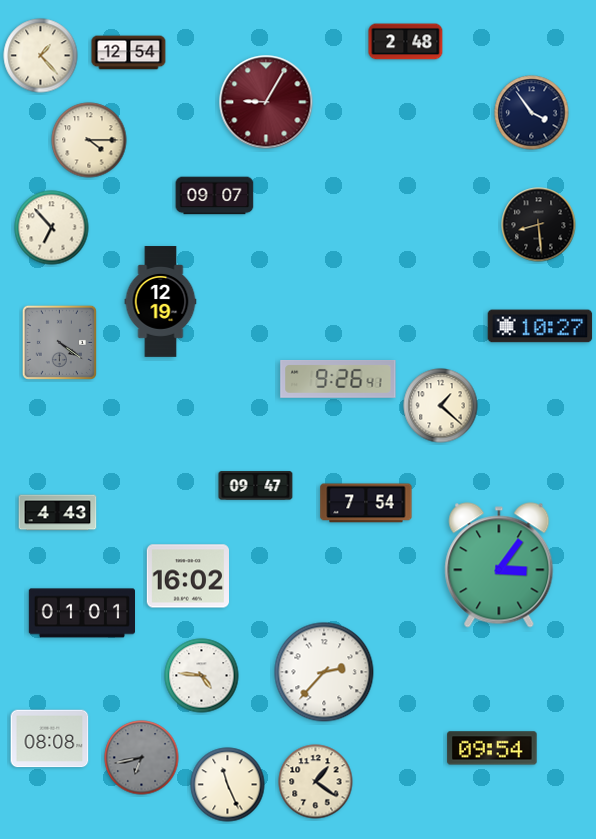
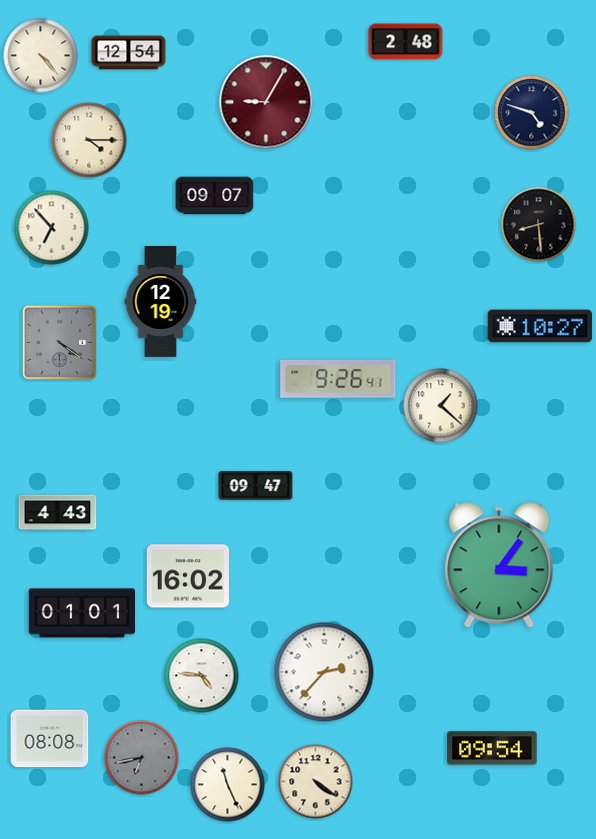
clock at (41, 56): 1:23 -> 4:23
clock at (532, 113): 3:54 -> 4:48
clock at (366, 503): 7:54 -> none
clock at (316, 782): 1:21 -> 4:21
